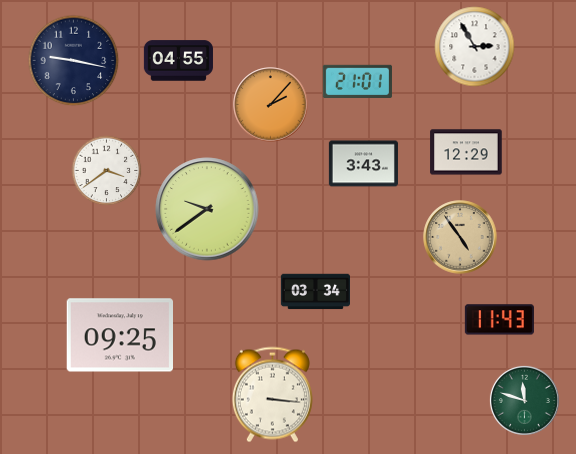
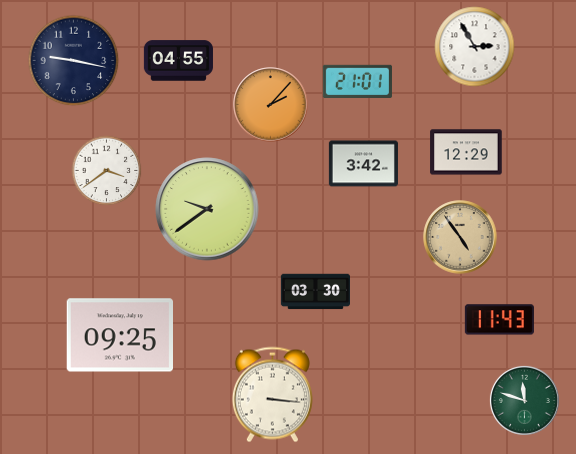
clock at (363, 164): 3:43 -> 3:42
clock at (315, 292): 03:34 -> 03:30
